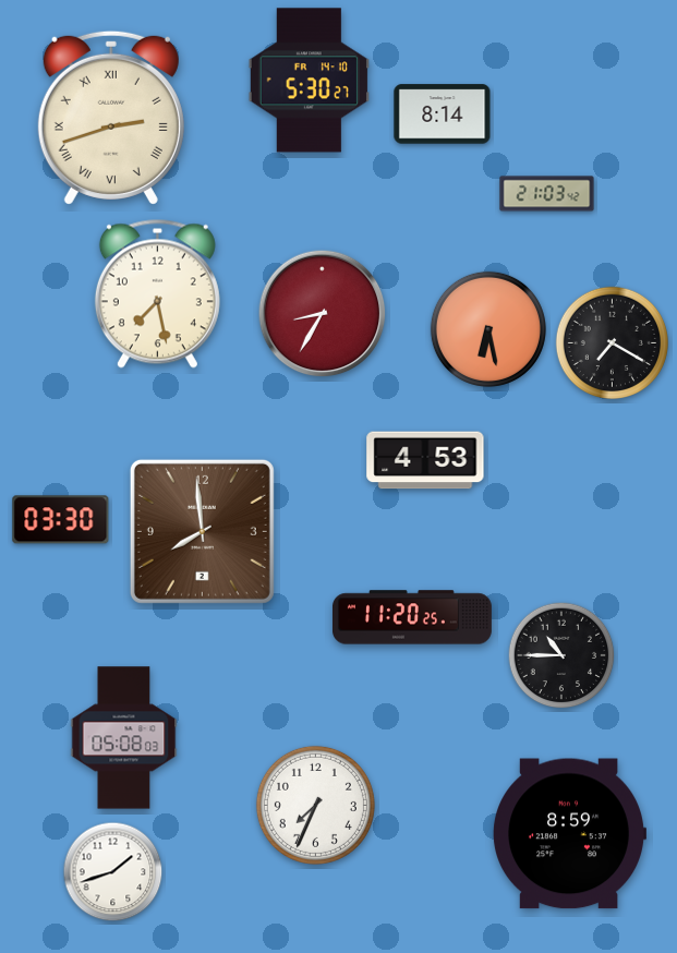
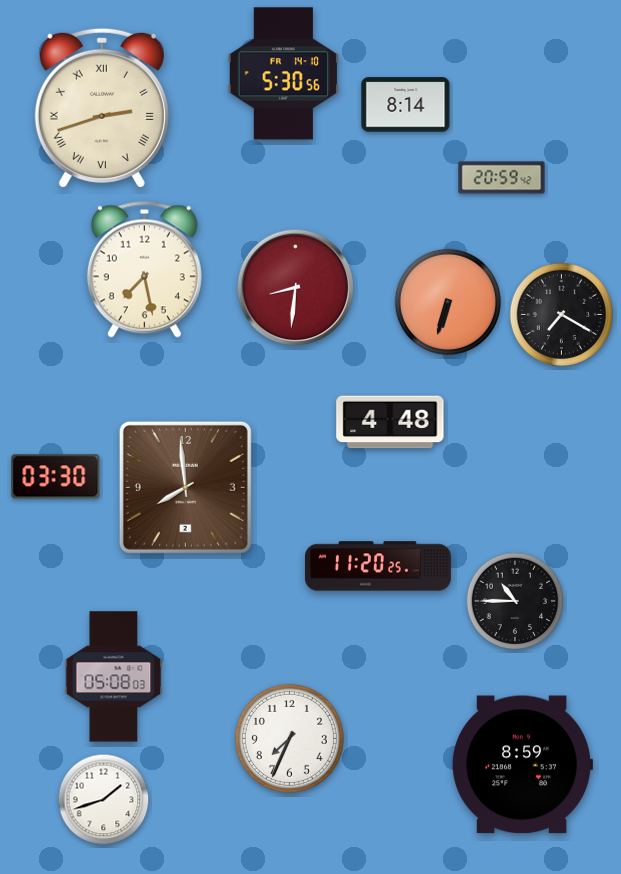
clock at (309, 81): 5:30:27 -> 5:30:56
clock at (547, 194): 21:03 -> 20:59
clock at (323, 314): 8:35 -> 8:31
clock at (488, 329): 6:28 -> 6:33
clock at (425, 460): 4:53 -> 4:48
